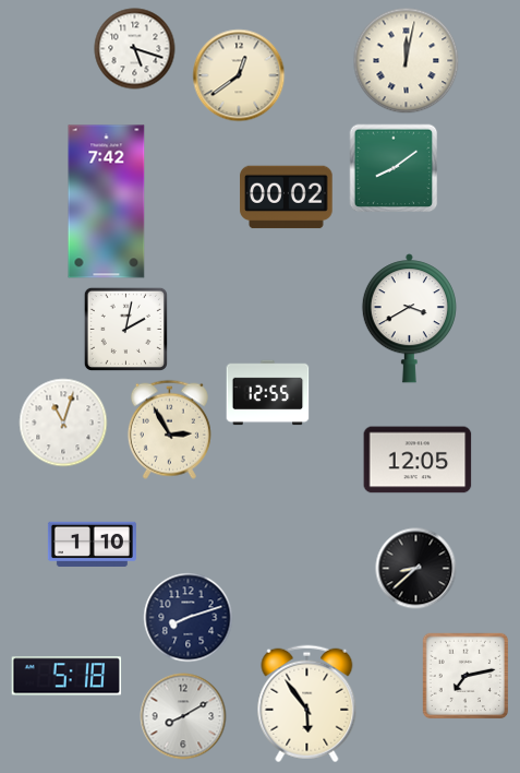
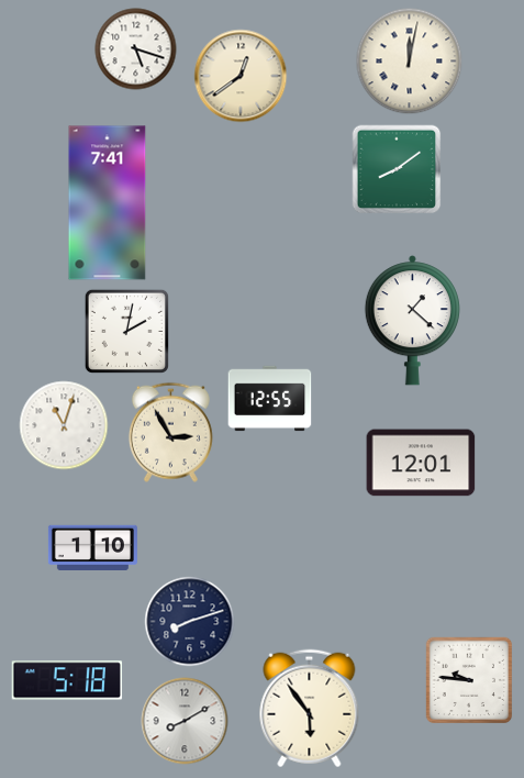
clock at (287, 198): 00:02 -> none
clock at (107, 202): 7:42 -> 7:41
clock at (409, 319): 3:40 -> 1:22
clock at (268, 393) position: (268, 393) -> (270, 399)
clock at (418, 460): 12:05 -> 12:01
clock at (416, 569): 8:38 -> none
clock at (465, 676): 7:13 -> 9:46
